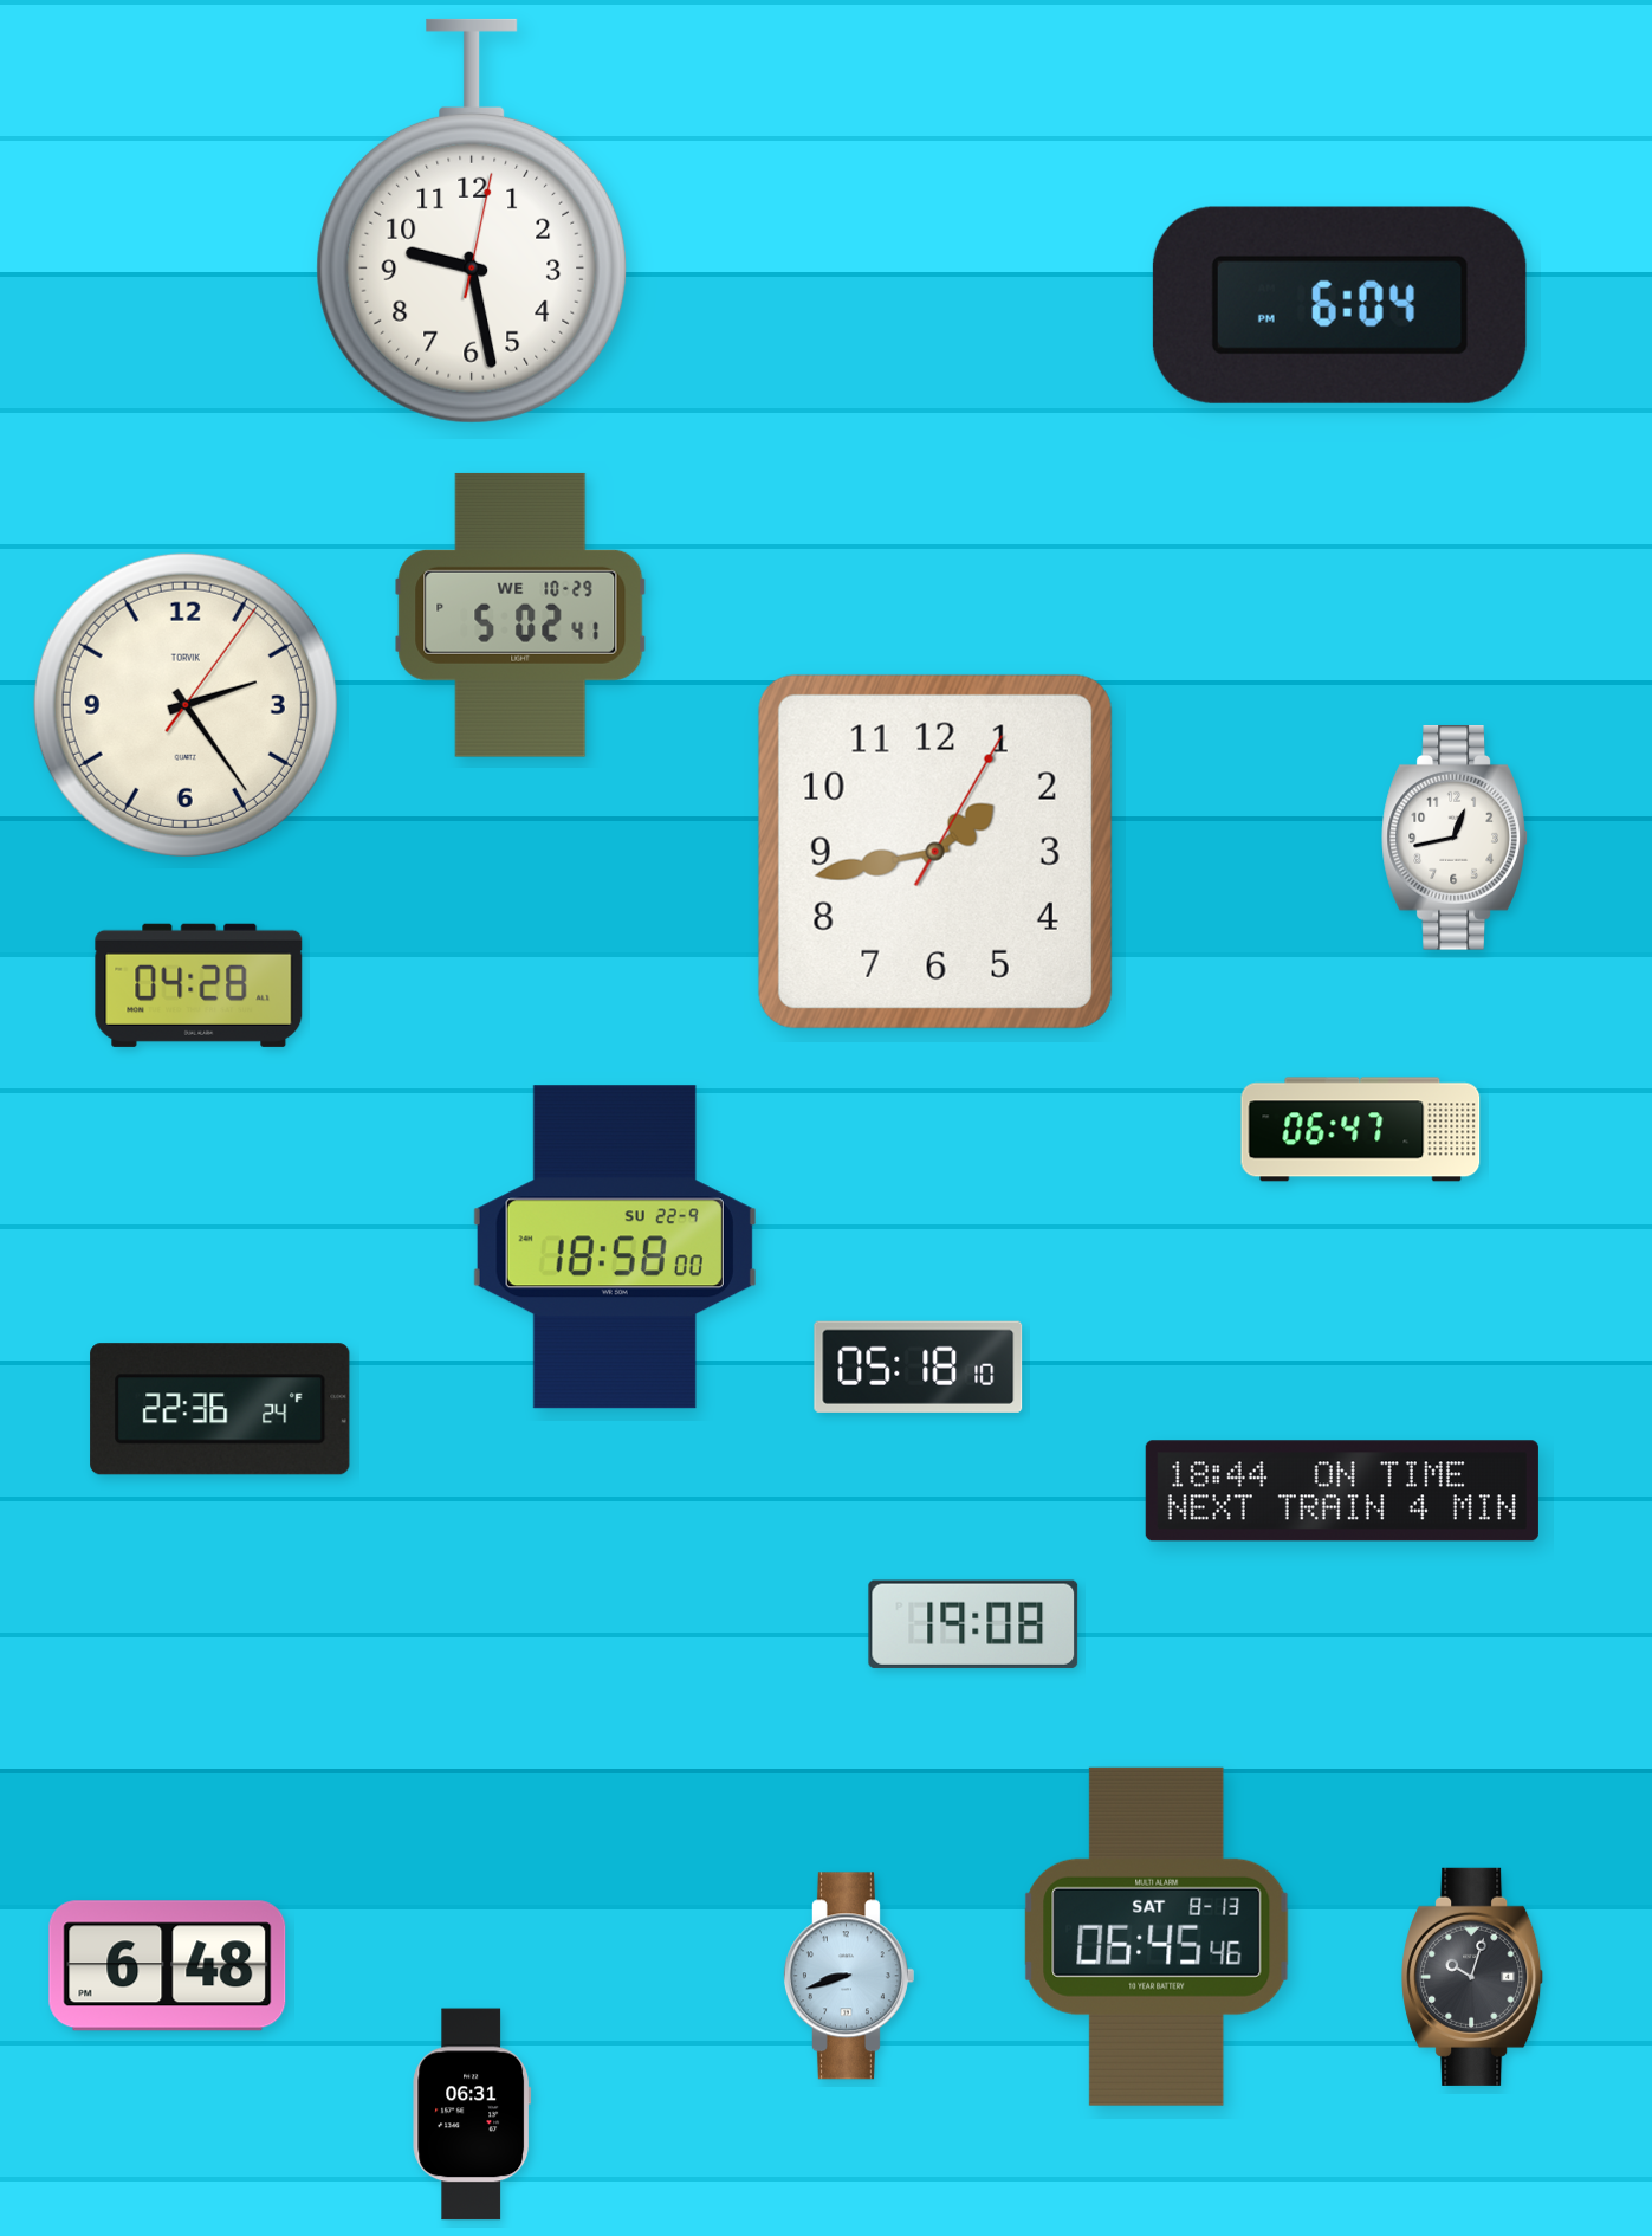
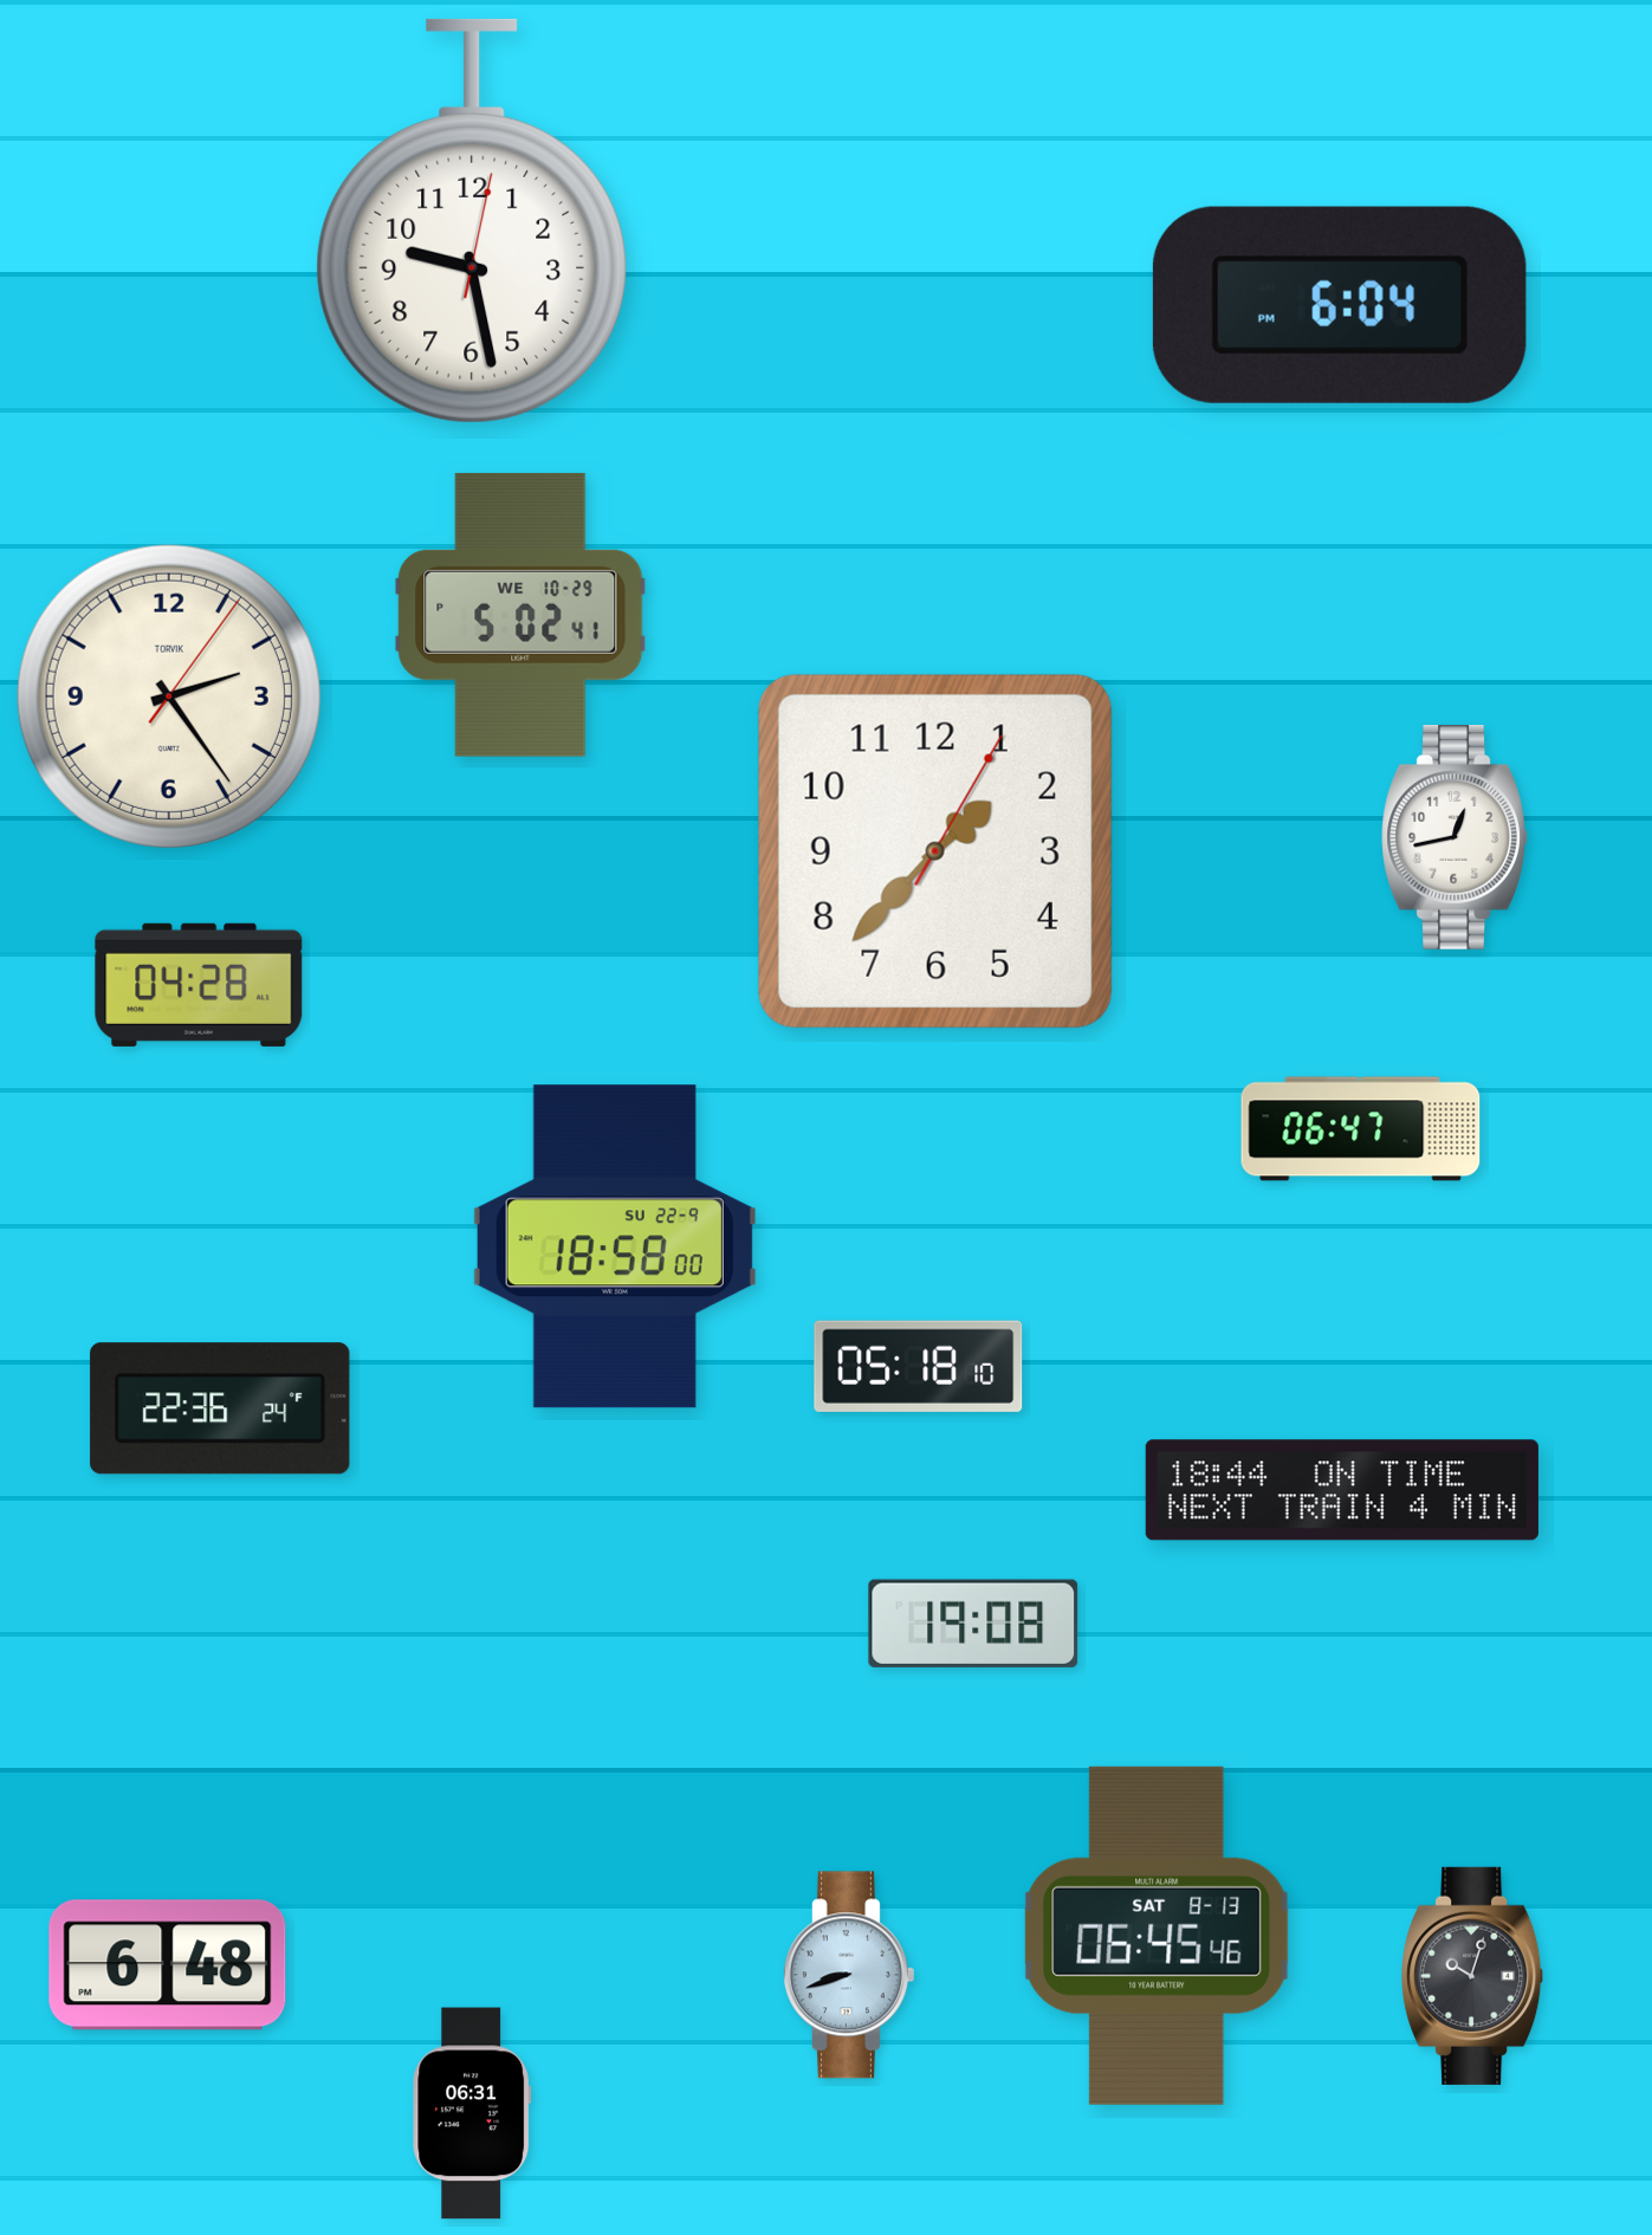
clock at (186, 705) position: (186, 705) -> (169, 697)
clock at (935, 852): 1:43 -> 1:37
